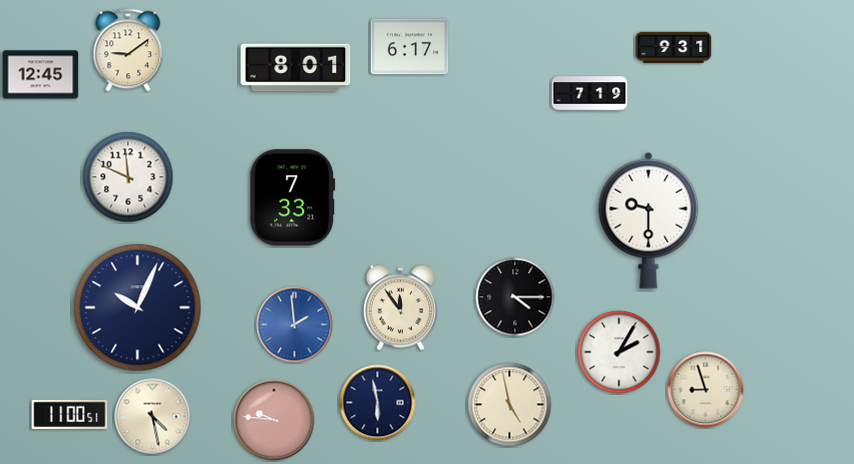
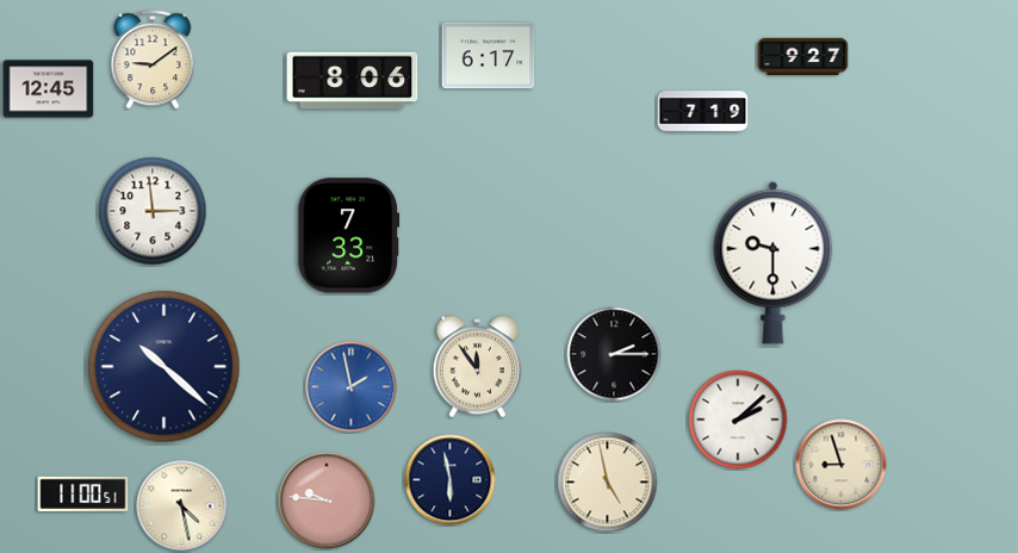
clock at (674, 48): 9:31 -> 9:27
clock at (296, 68): 8:01 -> 8:06
clock at (128, 177): 11:49 -> 2:59
clock at (515, 297): 4:15 -> 2:15
clock at (138, 308): 10:04 -> 10:22
clock at (295, 325): 1:59 -> 1:58
clock at (619, 352): 2:05 -> 2:08
clock at (153, 417) position: (153, 417) -> (182, 507)
